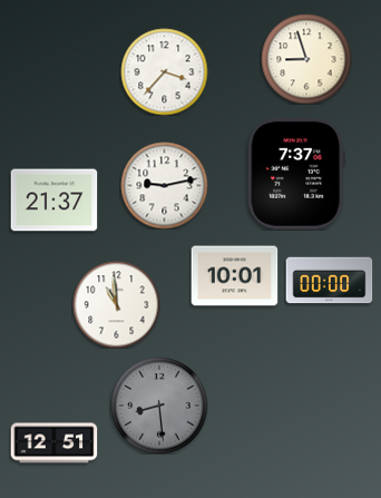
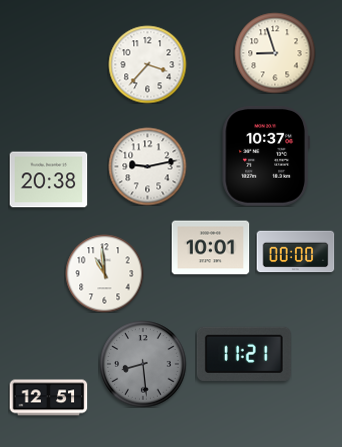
clock at (296, 174): 7:37 -> 10:37
clock at (53, 201): 21:37 -> 20:38
clock at (244, 354): none -> 11:21
